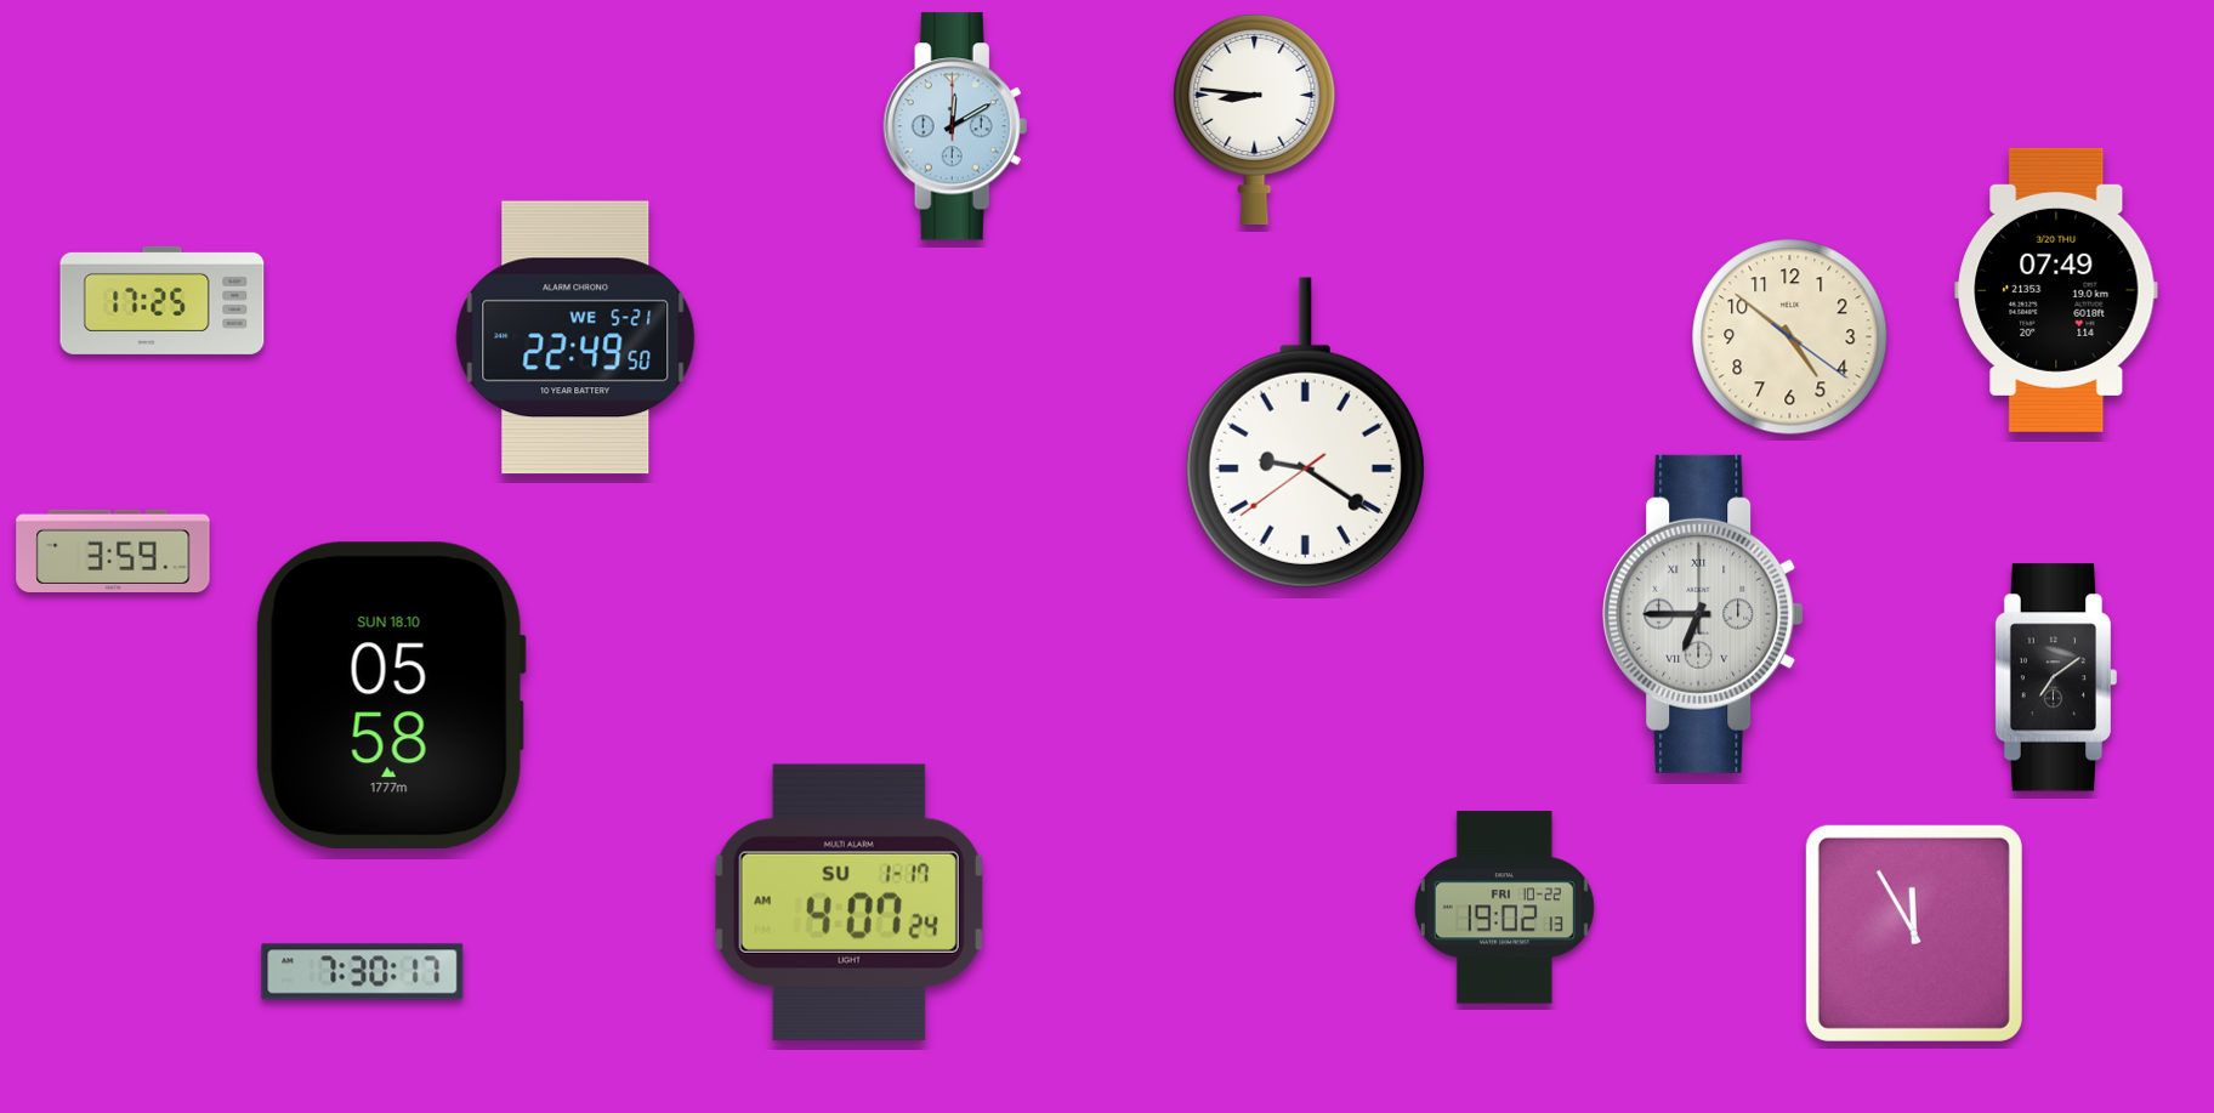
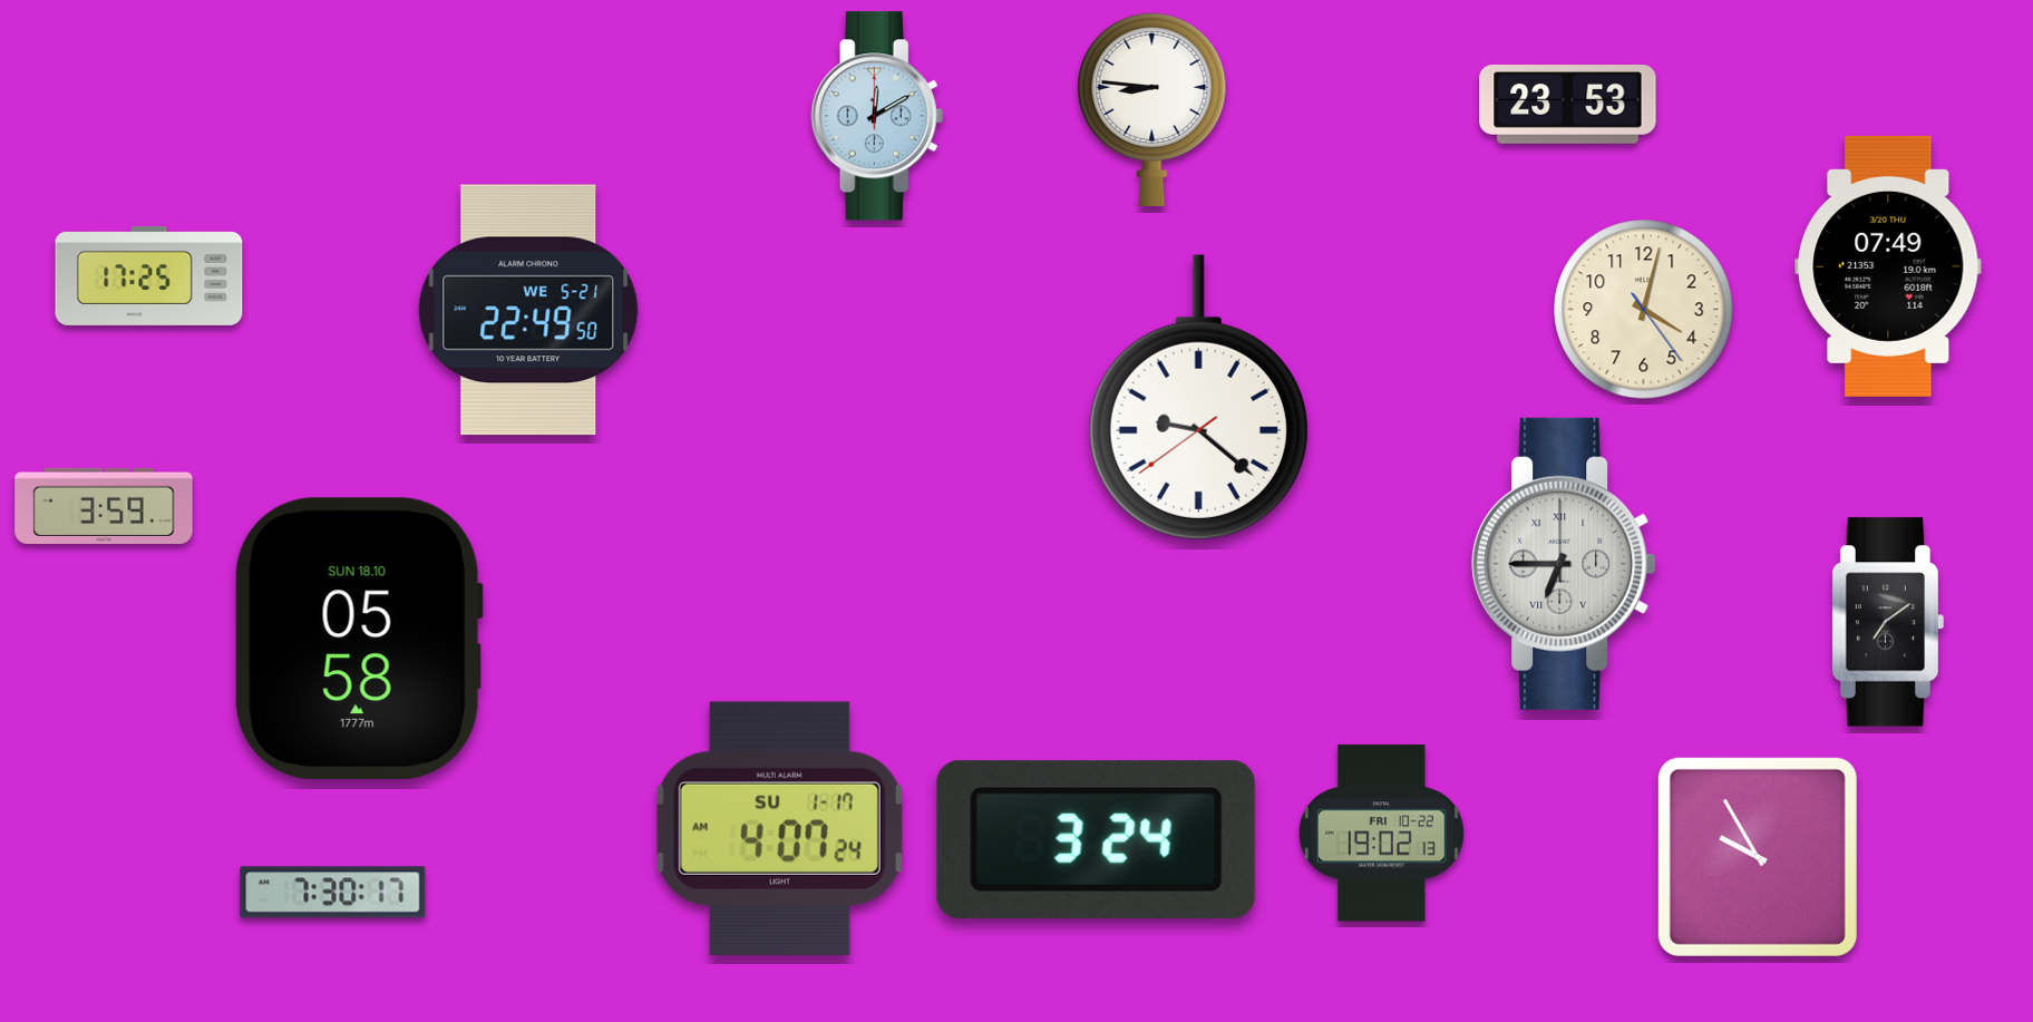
clock at (1568, 105): none -> 23:53
clock at (1790, 337): 4:51 -> 4:02
clock at (1305, 433): 9:20 -> 9:21
clock at (1096, 839): none -> 3:24
clock at (1914, 933): 11:55 -> 9:55
